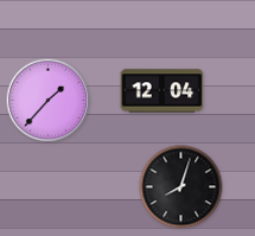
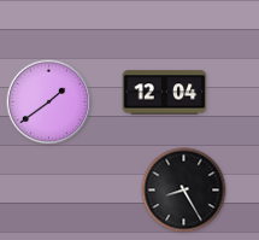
clock at (49, 101): 1:37 -> 1:39
clock at (181, 187): 8:03 -> 8:25
